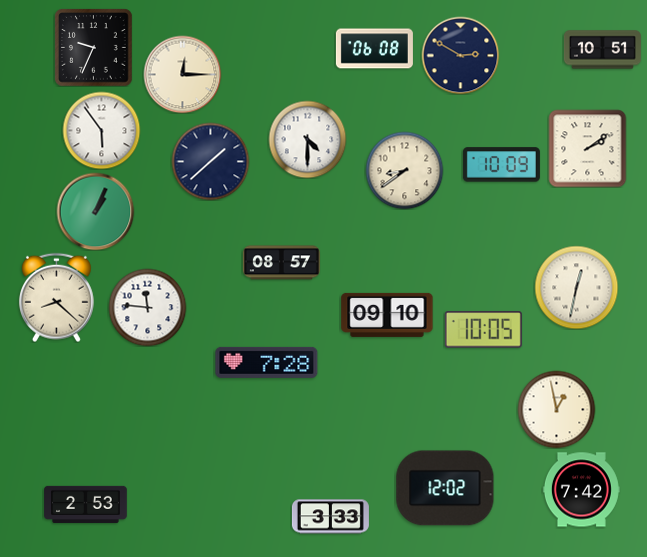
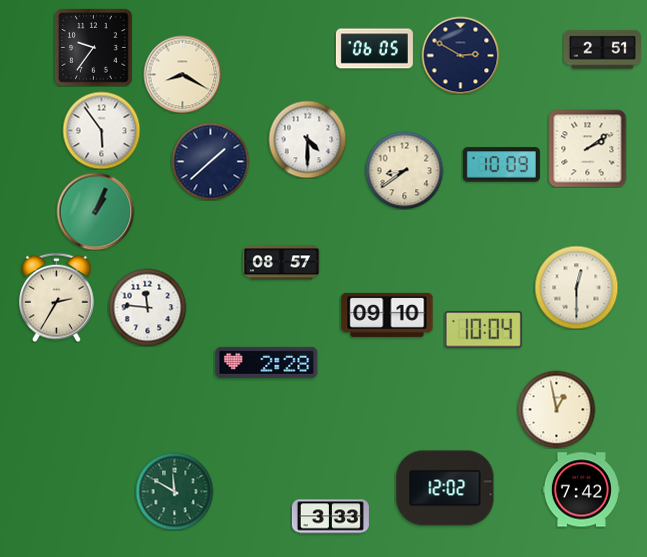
clock at (93, 47): 9:34 -> 9:36
clock at (374, 49): 06:08 -> 06:05
clock at (602, 50): 10:51 -> 2:51
clock at (182, 74): 12:15 -> 8:20
clock at (576, 287): 12:32 -> 12:30
clock at (56, 297): 8:22 -> 2:35
clock at (483, 330): 10:05 -> 10:04
clock at (267, 362): 7:28 -> 2:28
clock at (174, 491): none -> 11:50
clock at (86, 504): 2:53 -> none
